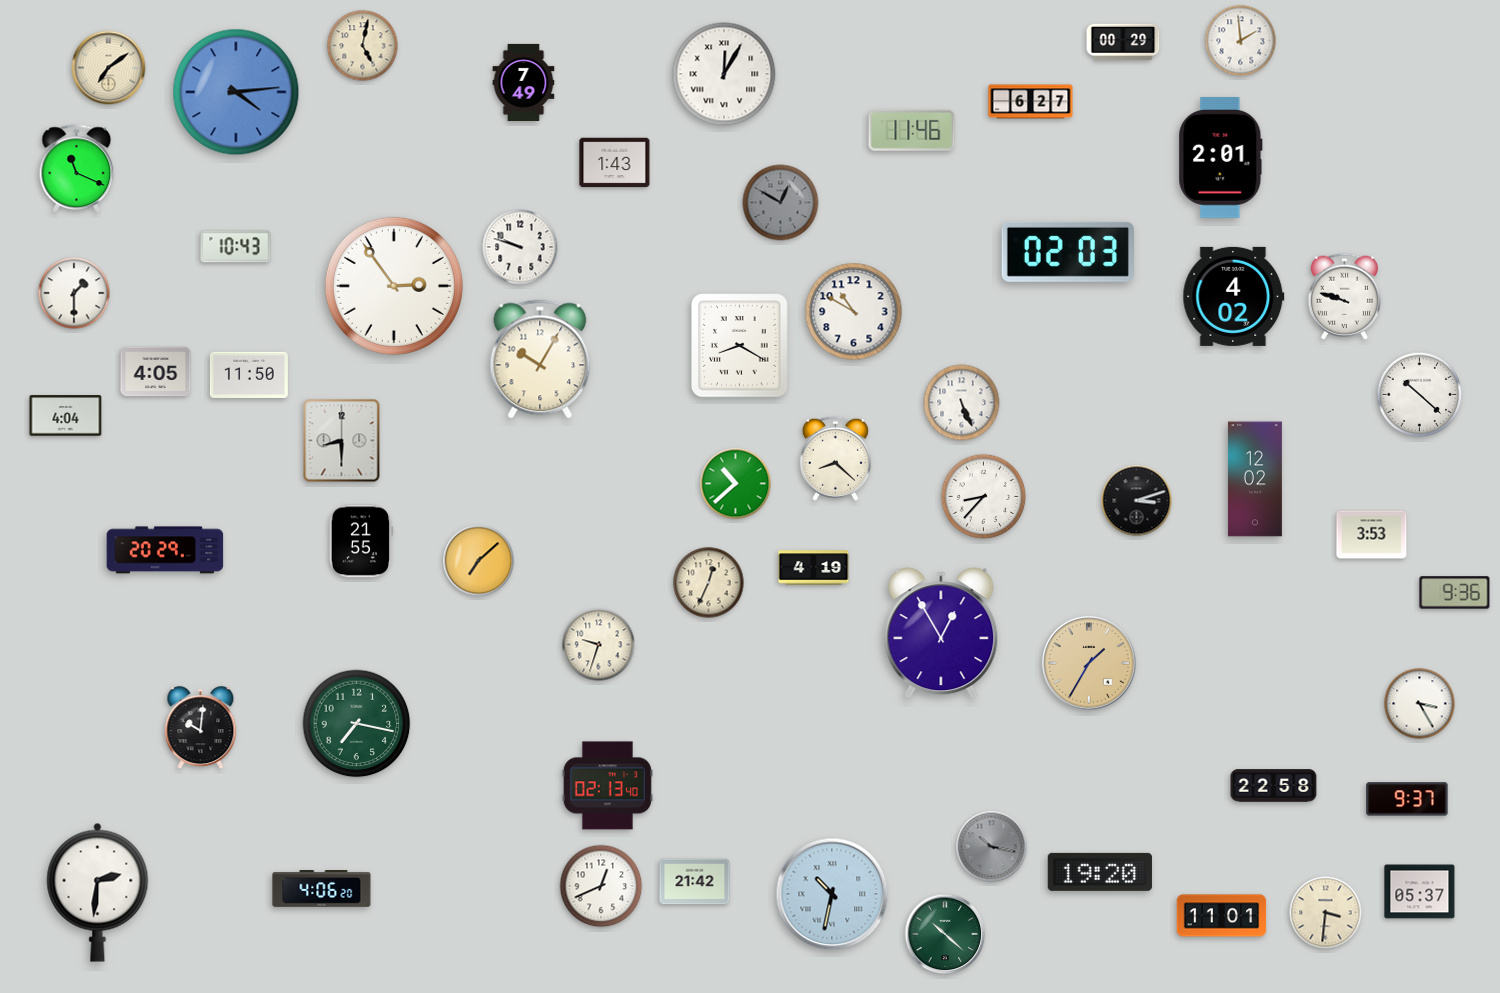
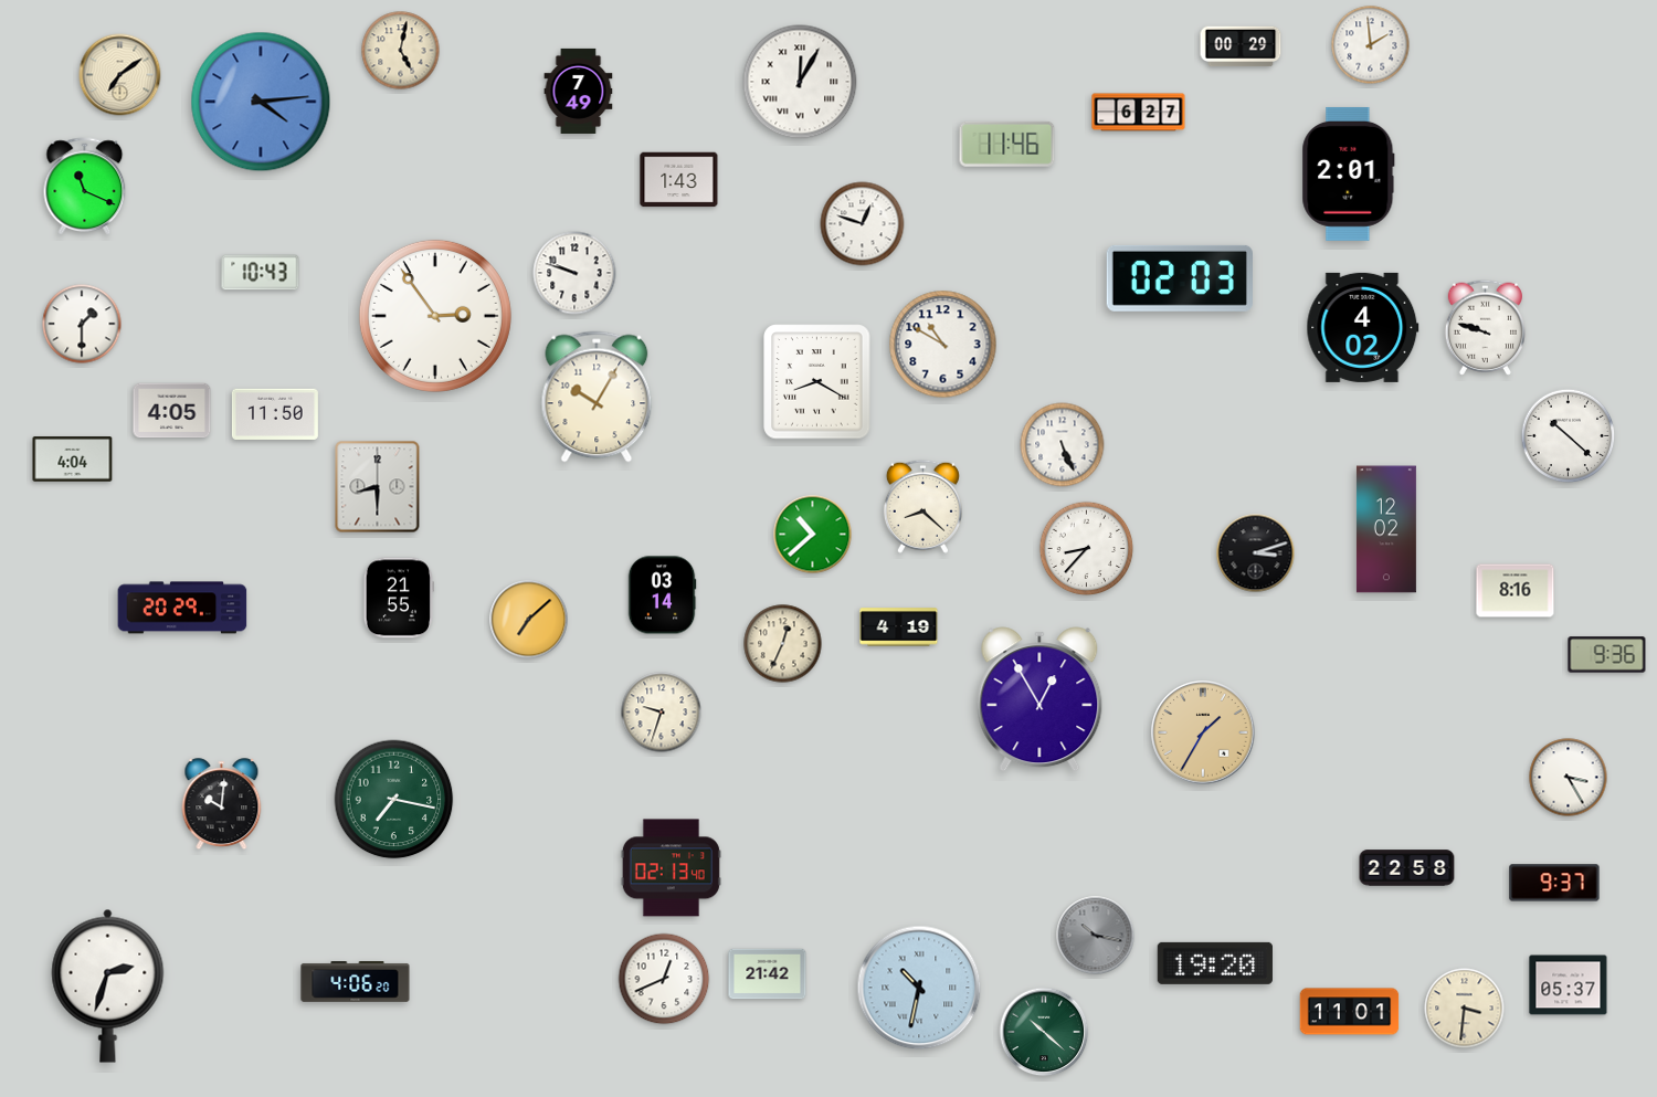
clock at (781, 203): 12:50 -> 12:48
clock at (781, 203) dial: grey -> white
clock at (1372, 535): 3:53 -> 8:16
clock at (662, 595): none -> 03:14
clock at (98, 892): 2:31 -> 2:33
